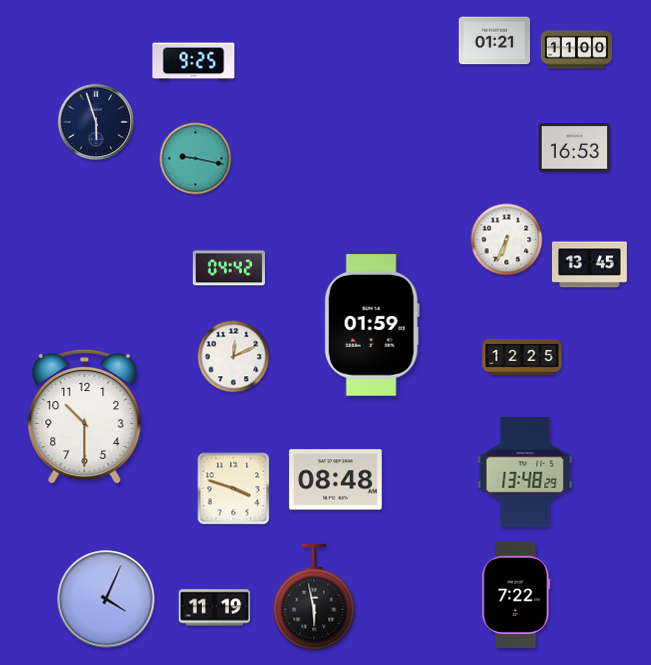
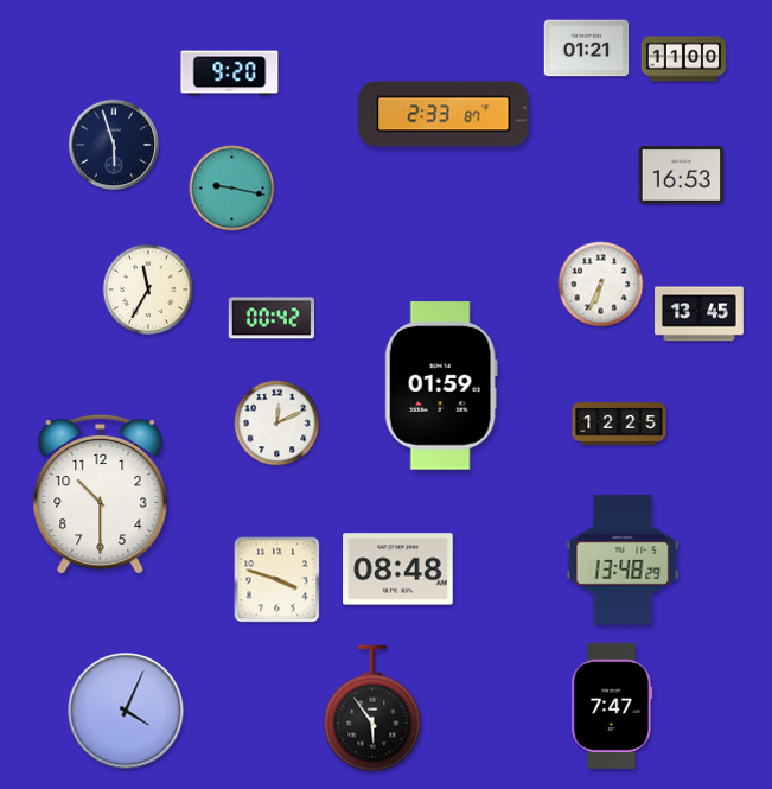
clock at (194, 62): 9:25 -> 9:20
clock at (444, 114): none -> 2:33
clock at (148, 289): none -> 11:35
clock at (229, 268): 04:42 -> 00:42
clock at (516, 595): 7:22 -> 7:47
clock at (314, 597): 5:58 -> 5:54
clock at (215, 608): 11:19 -> none
